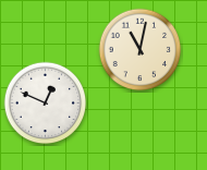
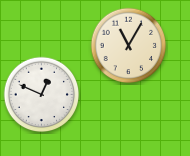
clock at (141, 50): 11:02 -> 11:05
